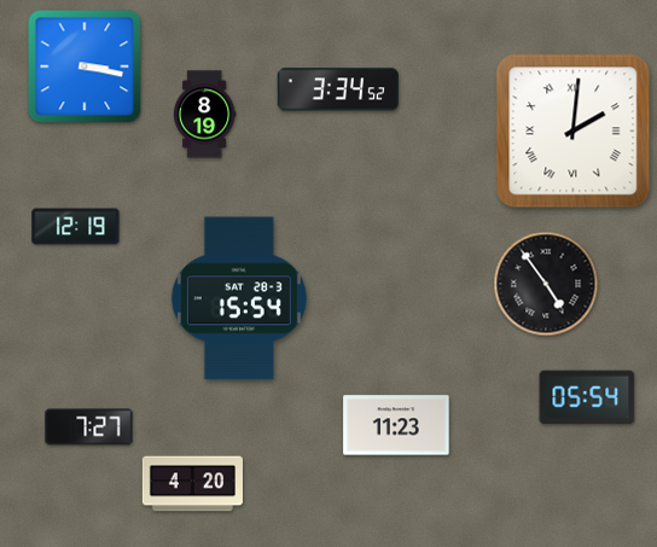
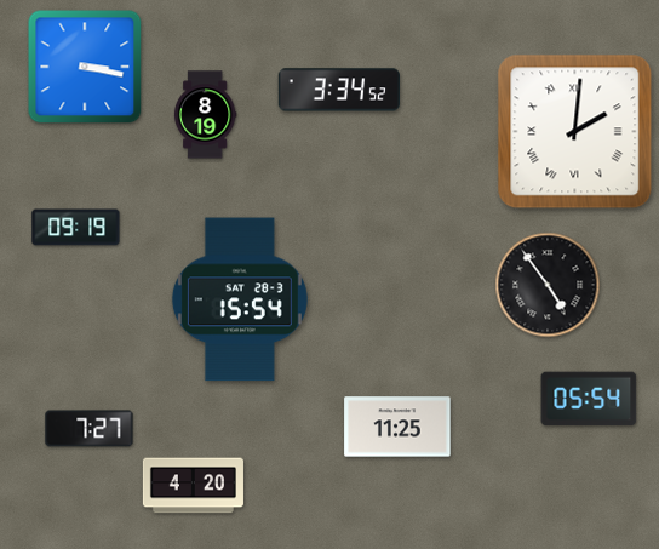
clock at (76, 227): 12:19 -> 09:19
clock at (396, 425): 11:23 -> 11:25
